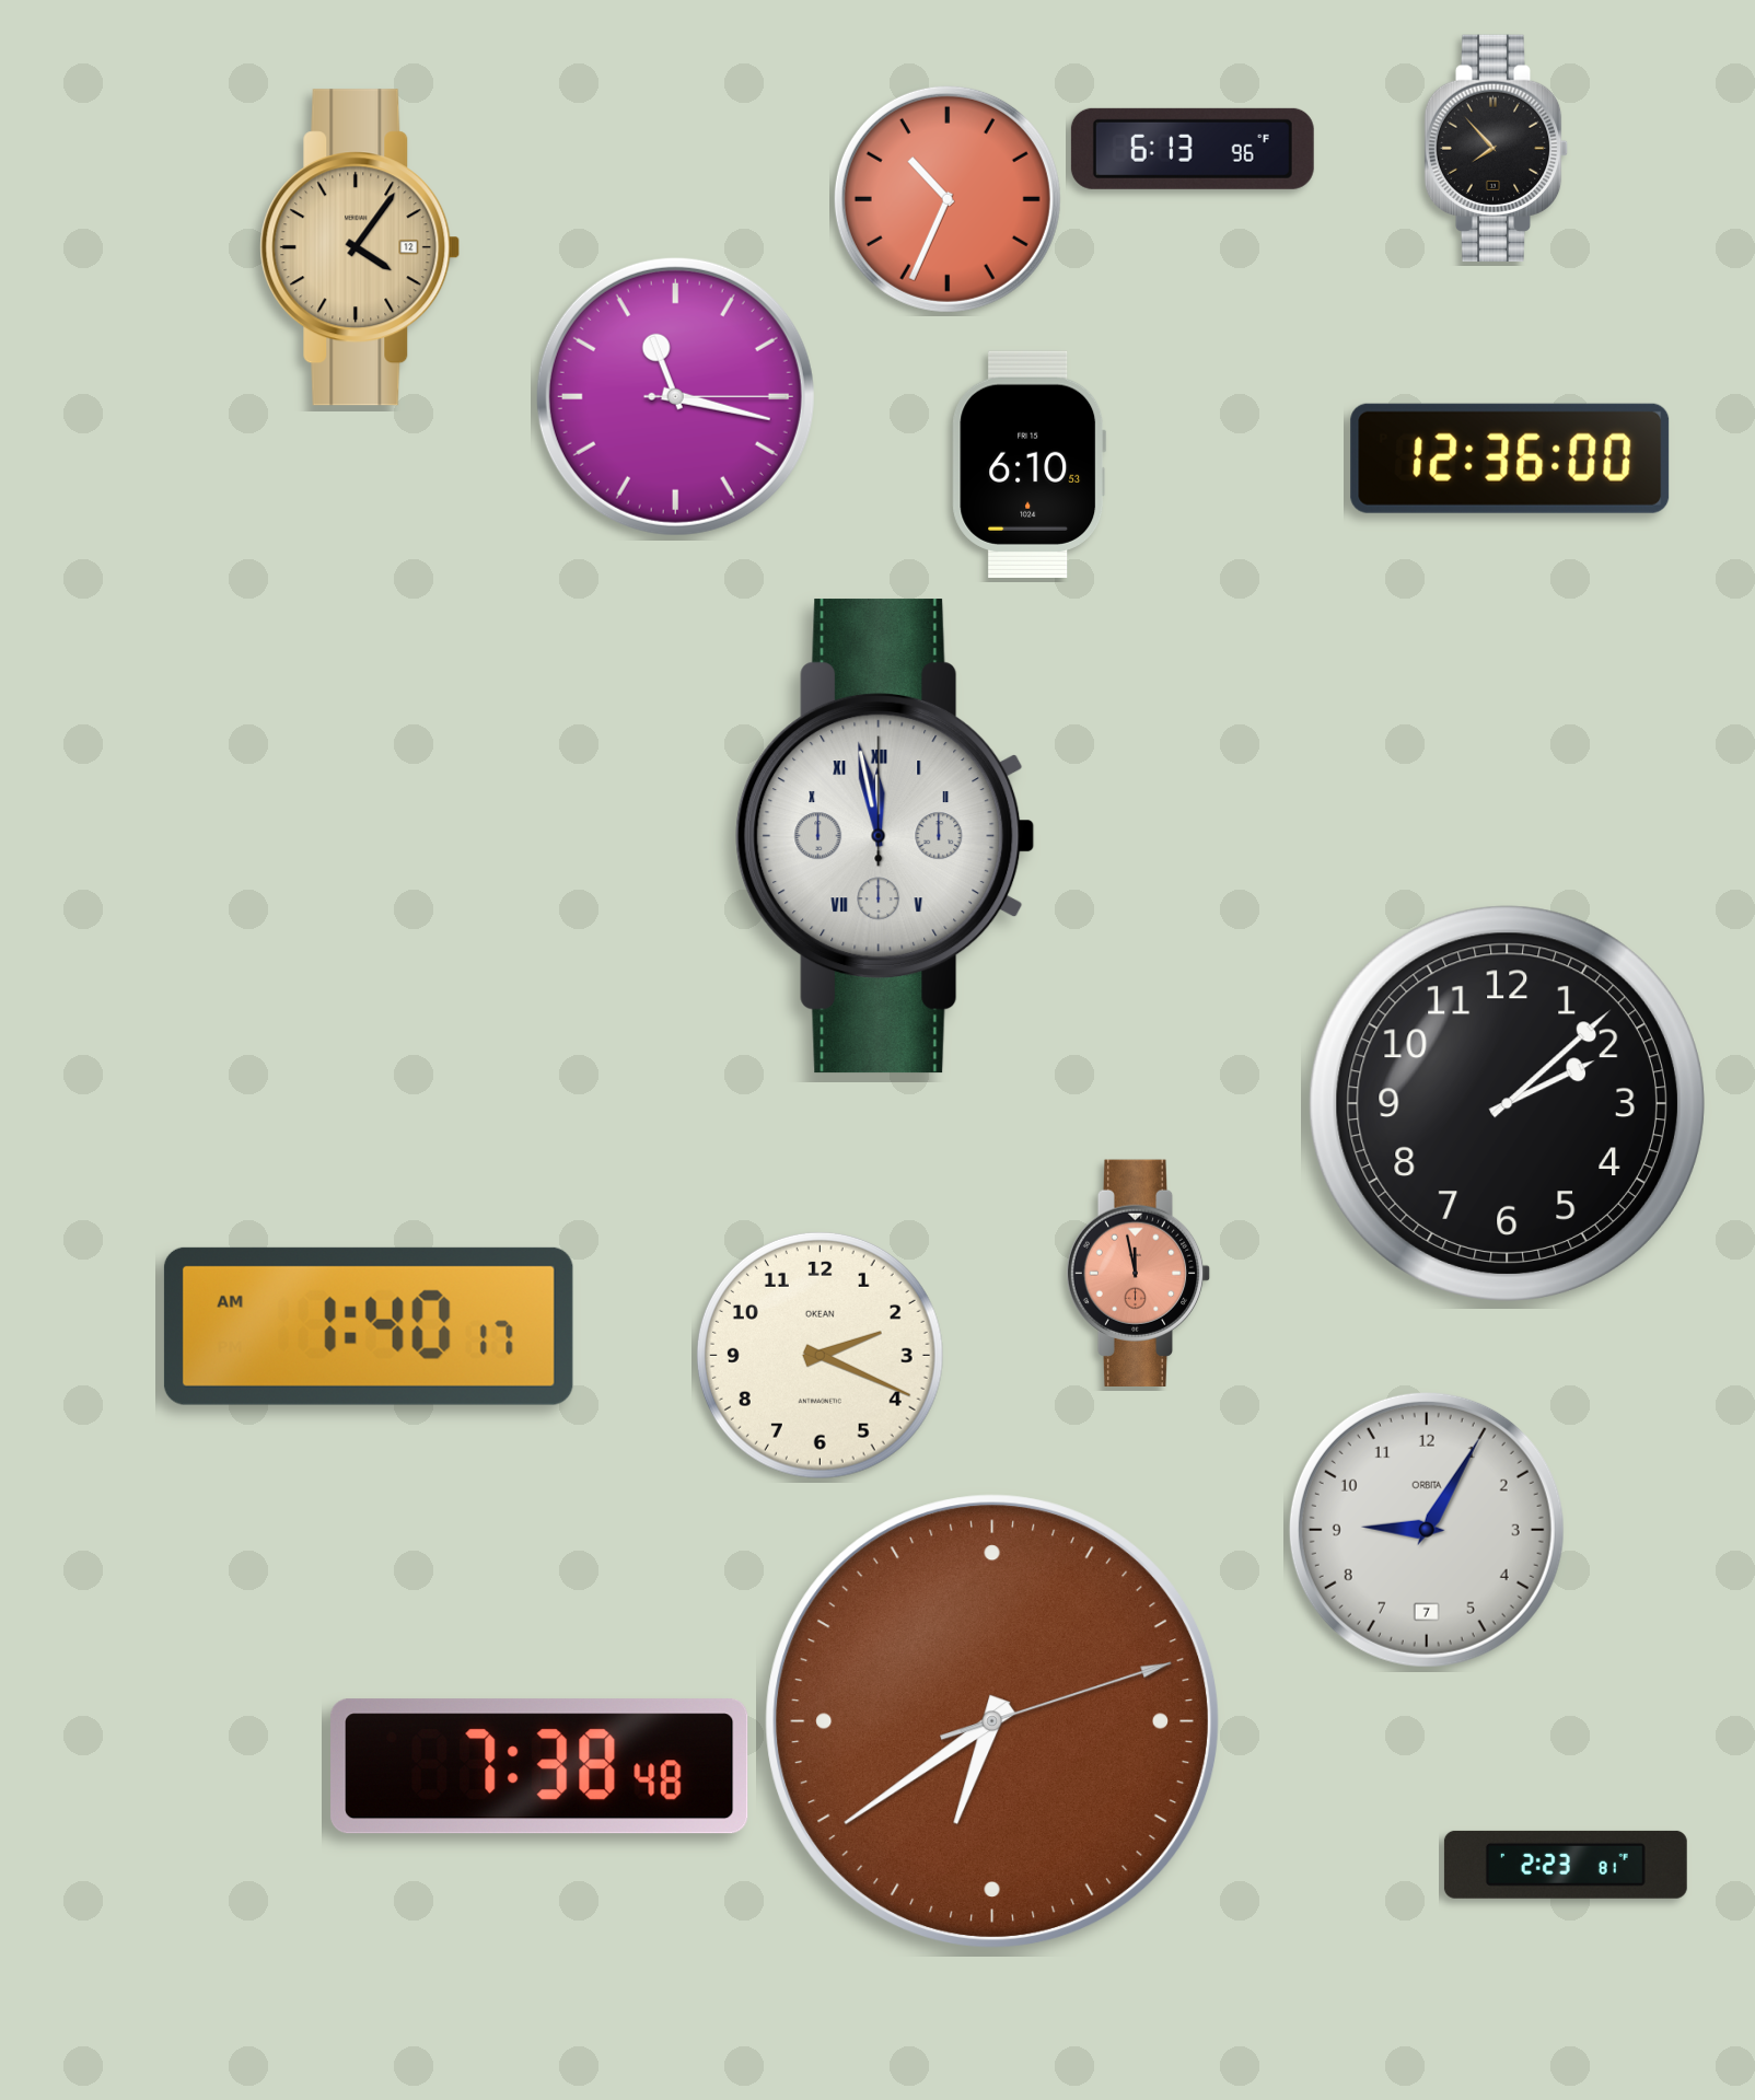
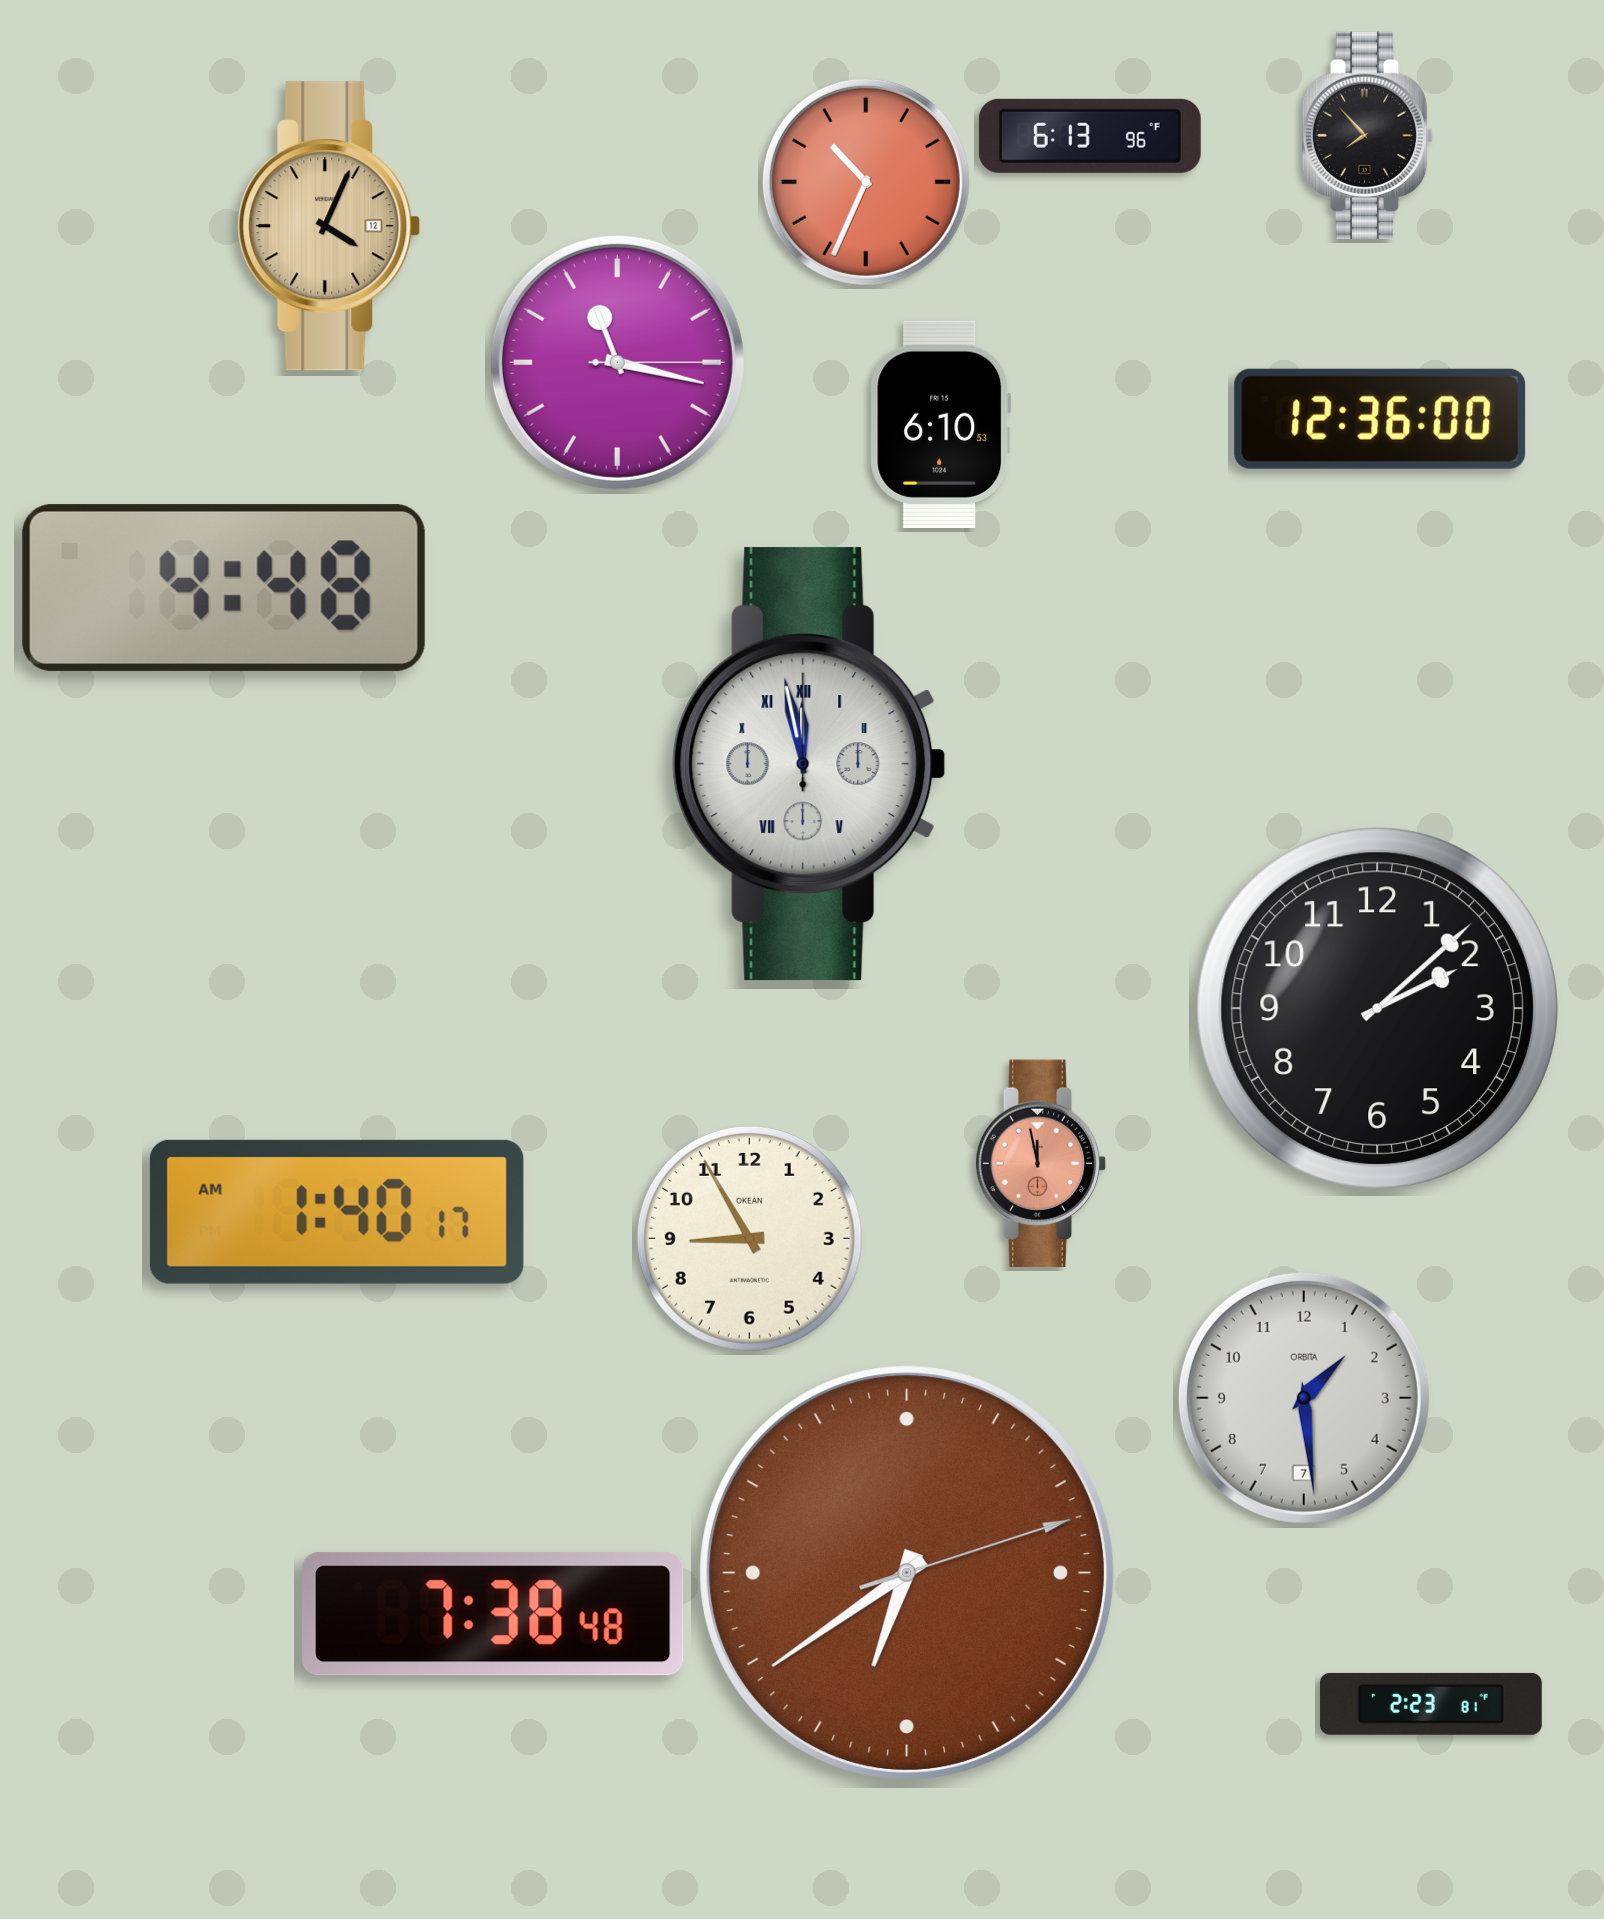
clock at (360, 247): 4:06 -> 4:04
clock at (224, 588): none -> 4:48
clock at (820, 1355): 2:19 -> 8:55
clock at (1427, 1530): 9:05 -> 1:29
